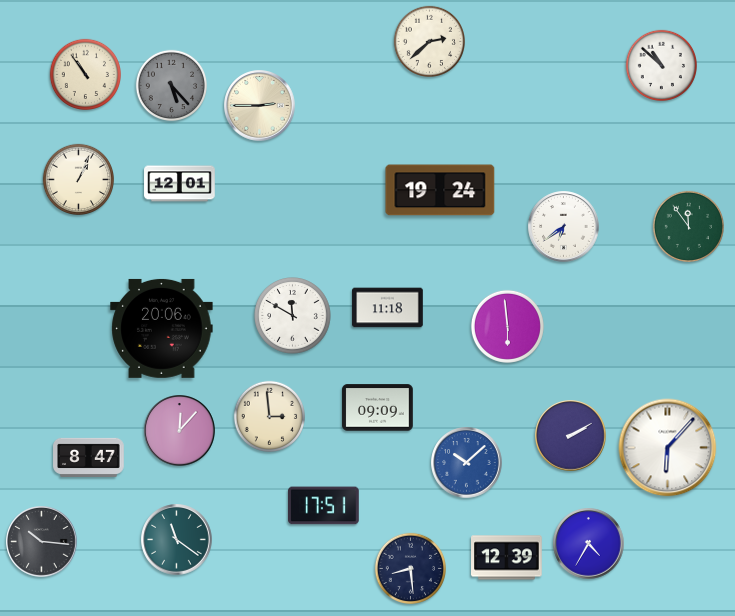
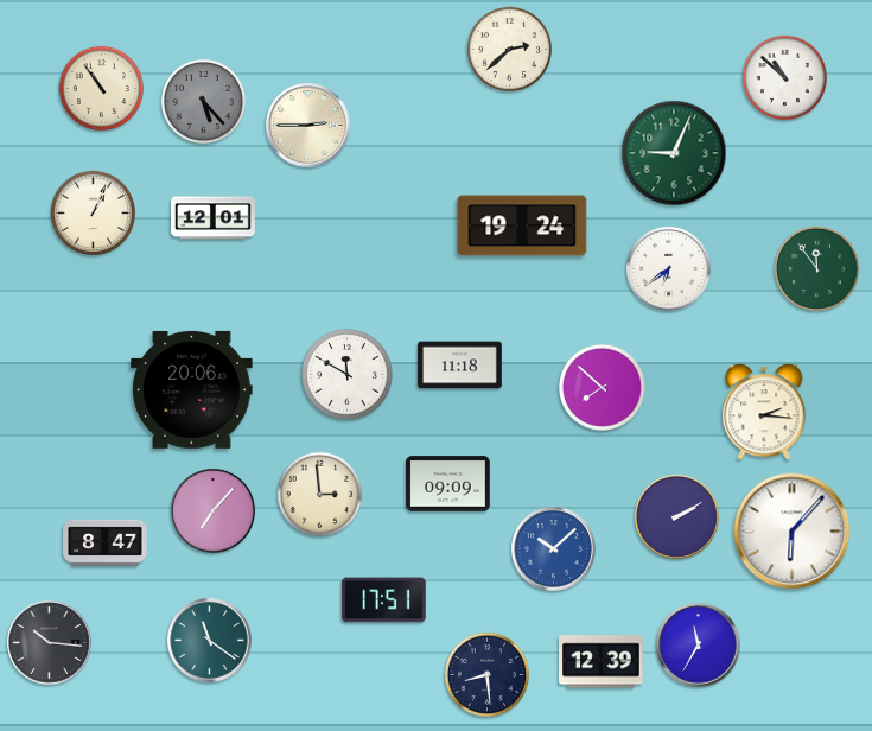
clock at (674, 153): none -> 9:04
clock at (507, 326): 5:59 -> 7:52
clock at (764, 412): none -> 2:16
clock at (180, 431): 12:07 -> 7:07
clock at (589, 544): 4:35 -> 11:35
